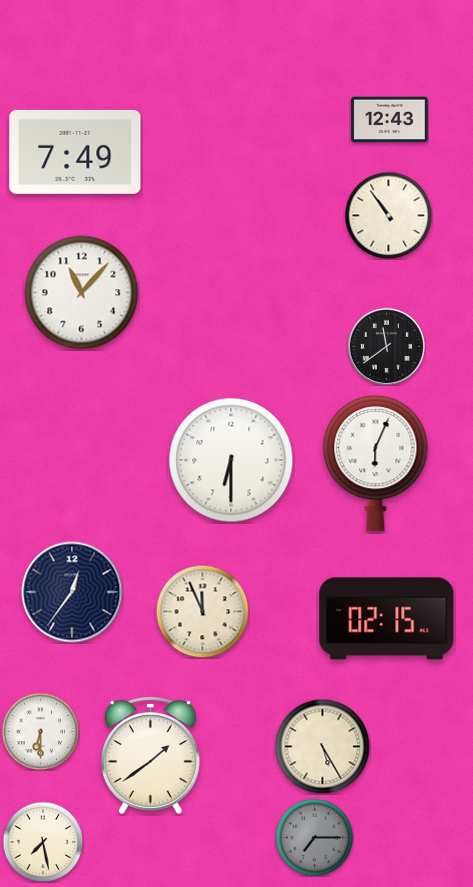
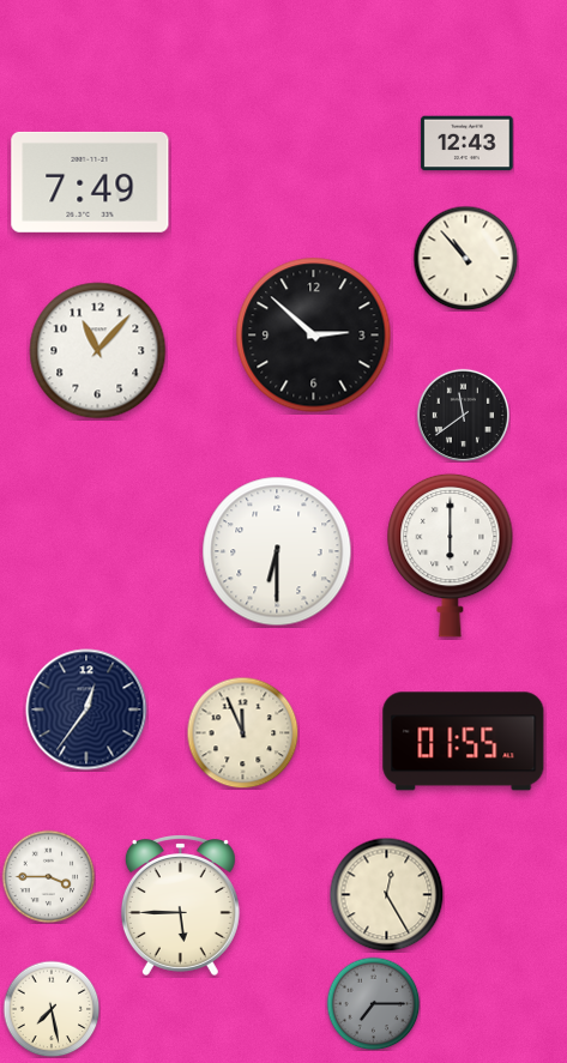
clock at (388, 215): 10:54 -> 10:53
clock at (314, 336): none -> 2:52
clock at (376, 463): 6:04 -> 6:00
clock at (387, 619): 02:15 -> 01:55
clock at (40, 731): 6:30 -> 3:45
clock at (322, 746): 5:25 -> 12:25
clock at (150, 756): 1:39 -> 5:45
clock at (314, 837) position: (314, 837) -> (373, 1003)
